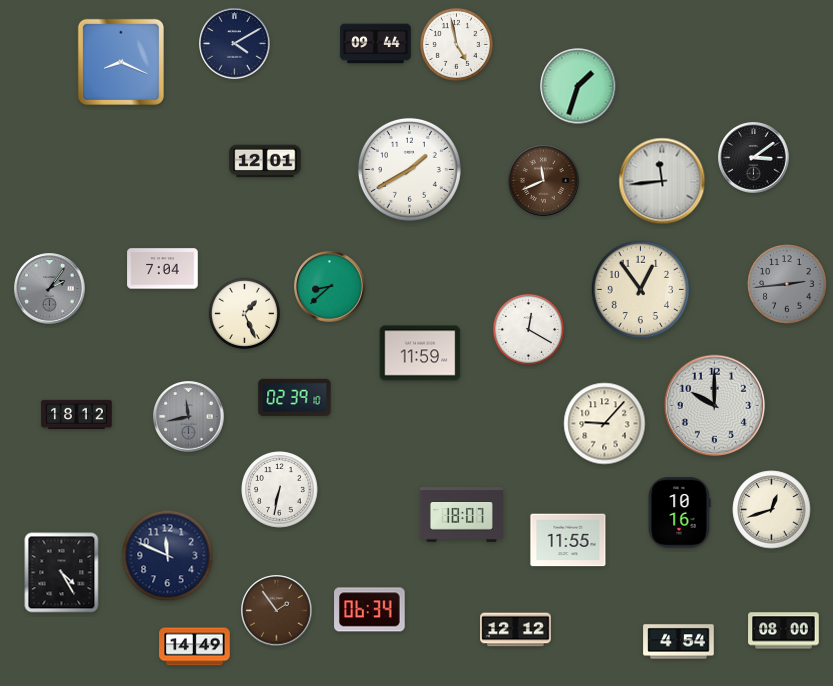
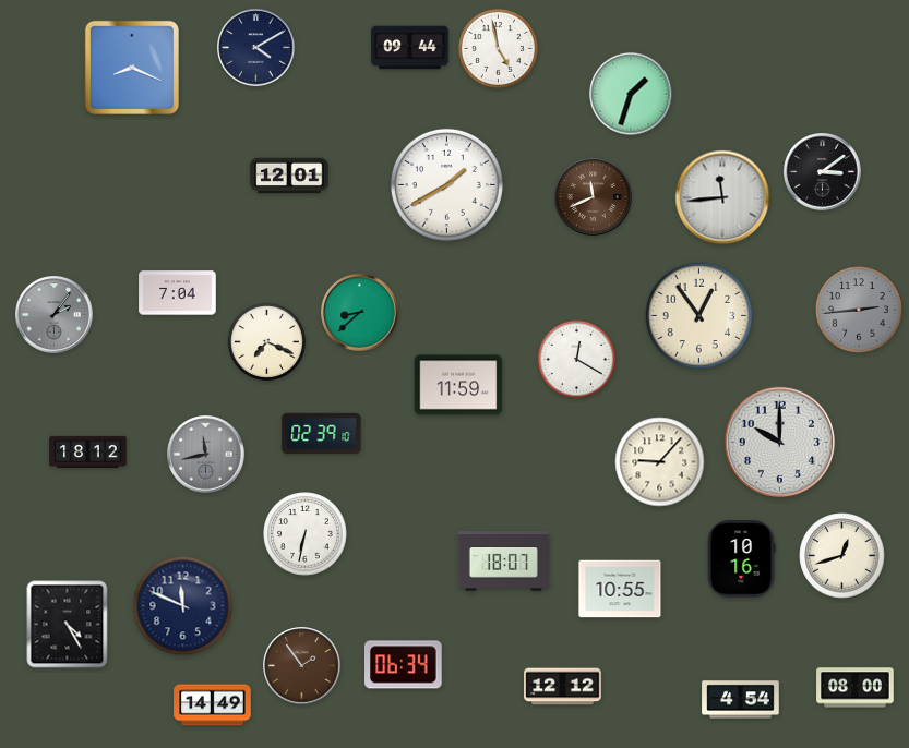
clock at (244, 313): 1:26 -> 7:19
clock at (77, 414) position: (77, 414) -> (88, 451)
clock at (568, 540): 11:55 -> 10:55
